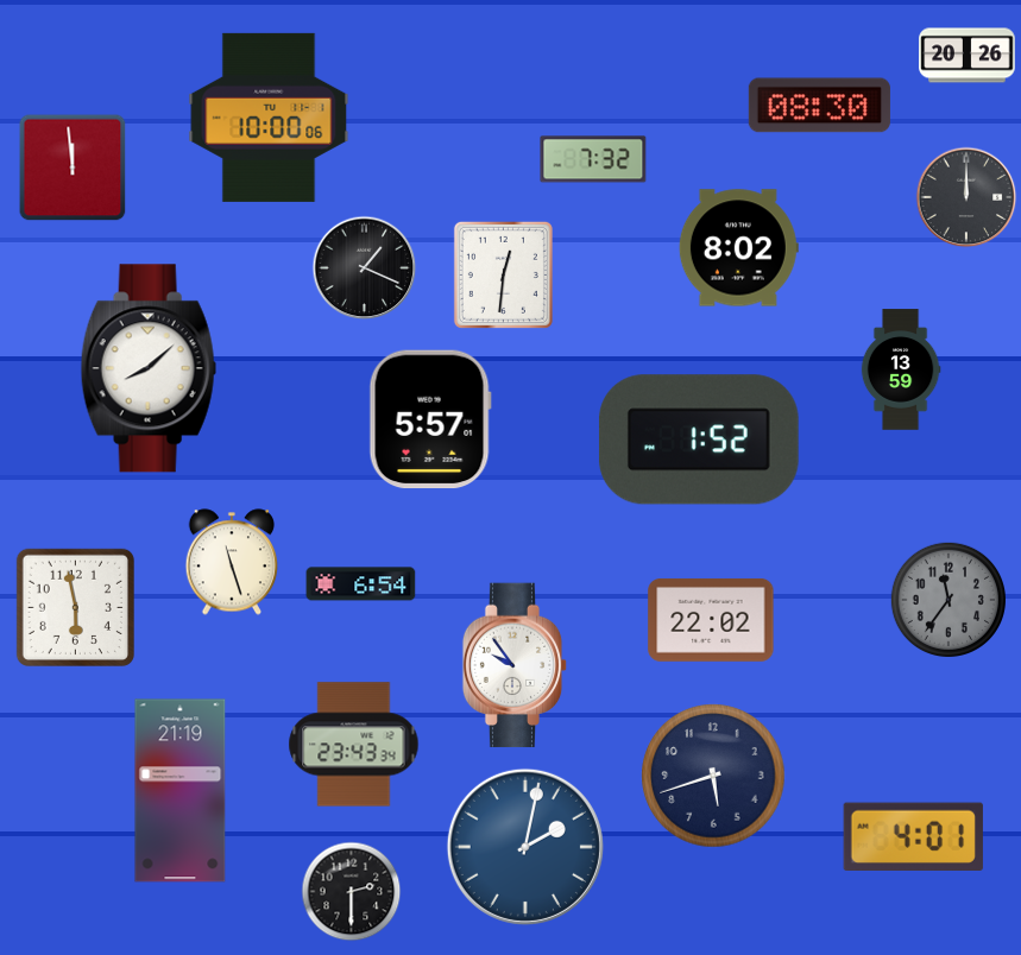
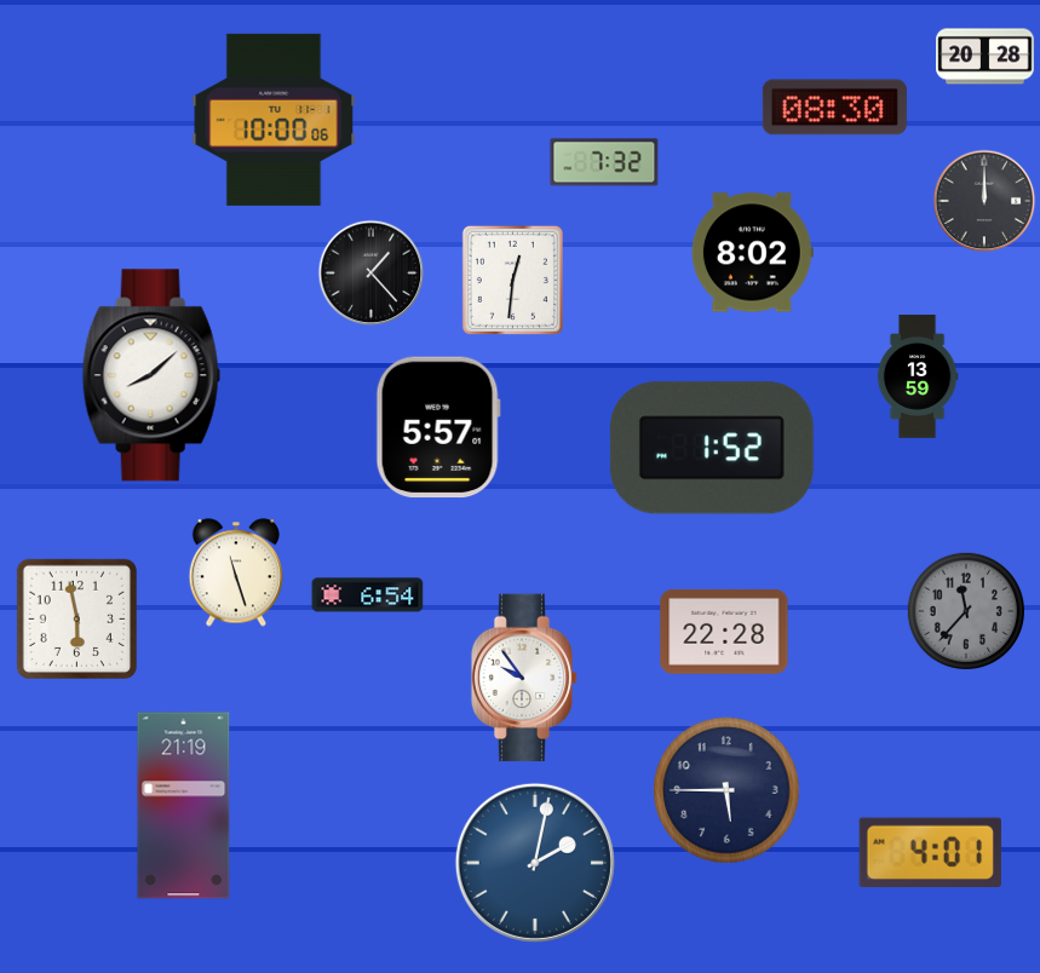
clock at (968, 56): 20:26 -> 20:28
clock at (73, 167): 11:59 -> none
clock at (365, 268): 1:19 -> 1:23
clock at (947, 599): 11:36 -> 11:37
clock at (711, 620): 22:02 -> 22:28
clock at (354, 745): 23:43 -> none
clock at (713, 776): 5:42 -> 5:45
clock at (352, 892): 2:30 -> none
